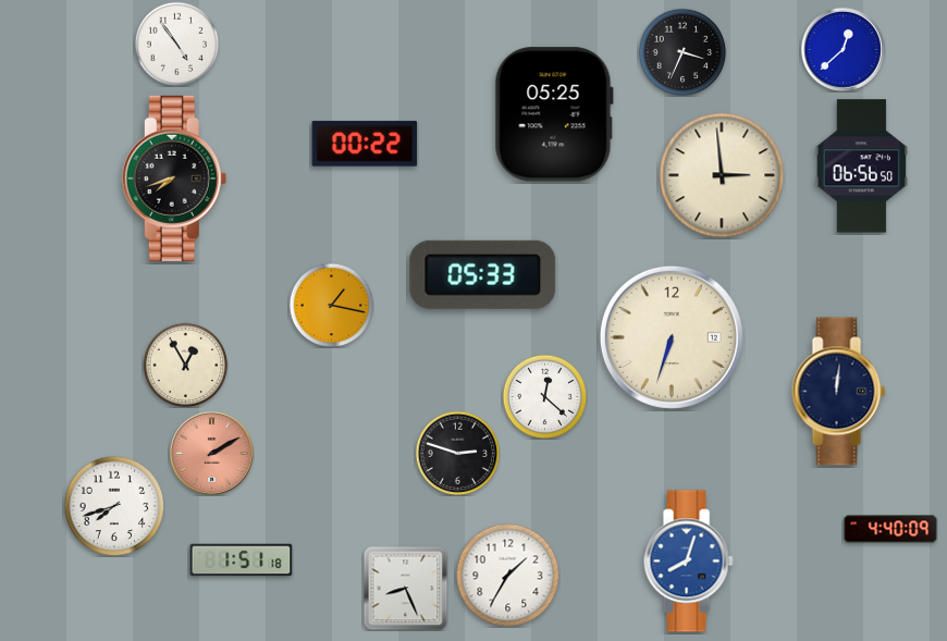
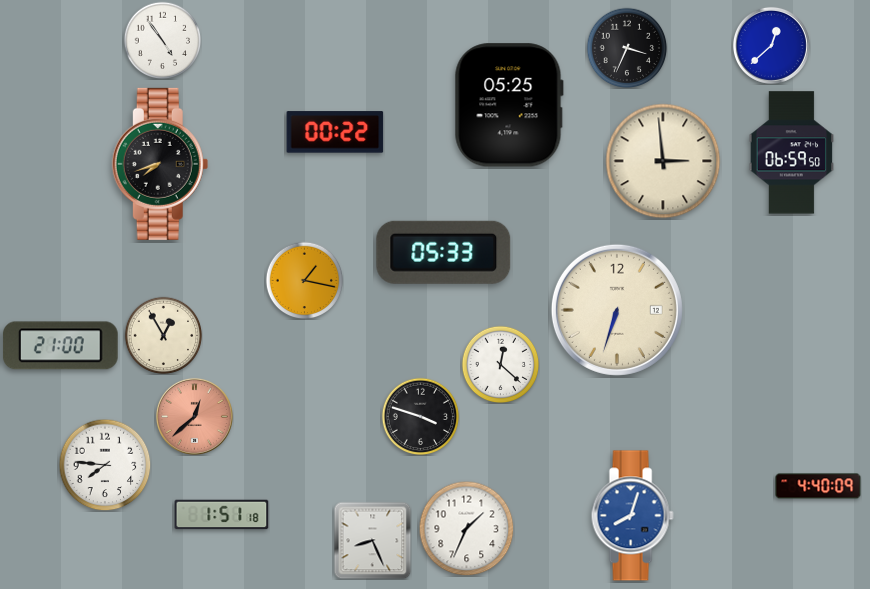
clock at (843, 49) position: (843, 49) -> (771, 45)
clock at (862, 167): 06:56 -> 06:59
clock at (185, 365) position: (185, 365) -> (163, 335)
clock at (60, 346): none -> 21:00
clock at (839, 392): 12:01 -> none
clock at (211, 453): 2:10 -> 12:38
clock at (457, 453): 2:48 -> 3:48
clock at (114, 506): 7:42 -> 7:46
clock at (507, 575): 1:35 -> 1:34
